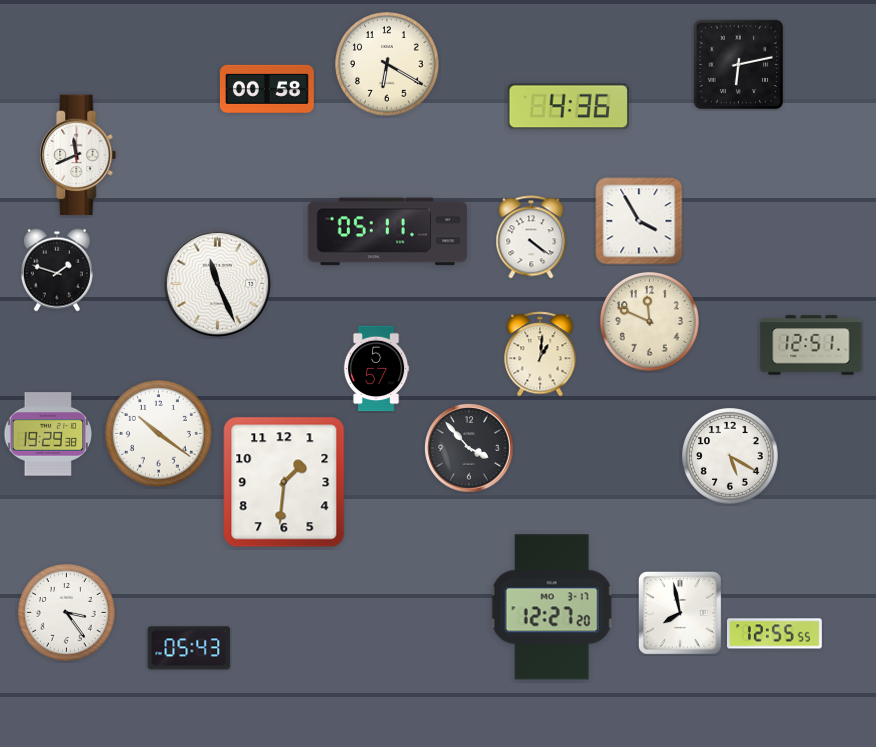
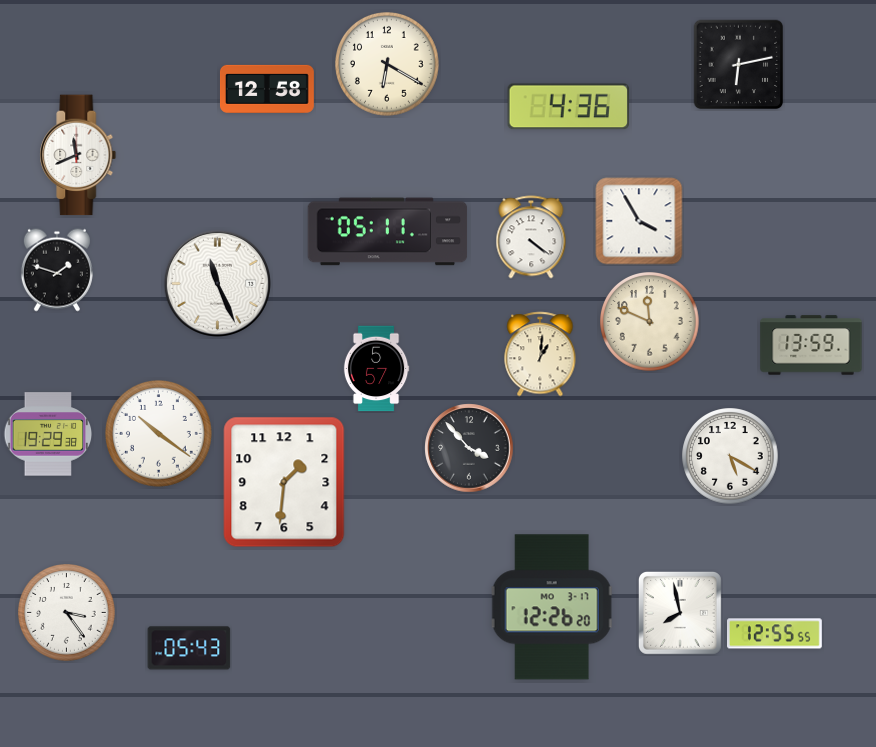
clock at (267, 89): 00:58 -> 12:58
clock at (811, 345): 12:51 -> 13:59
clock at (552, 607): 12:27 -> 12:26
